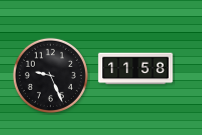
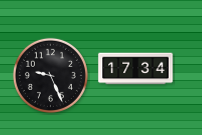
clock at (136, 69): 11:58 -> 17:34
